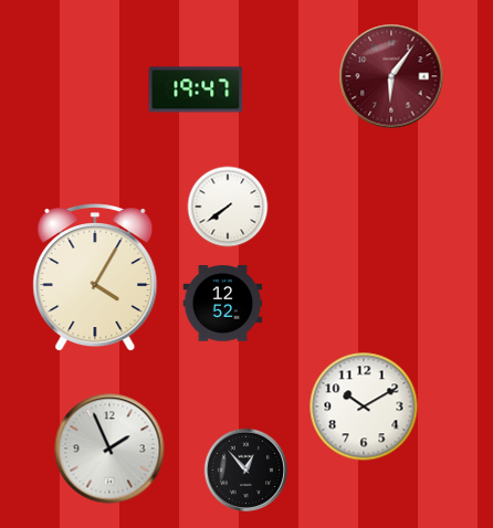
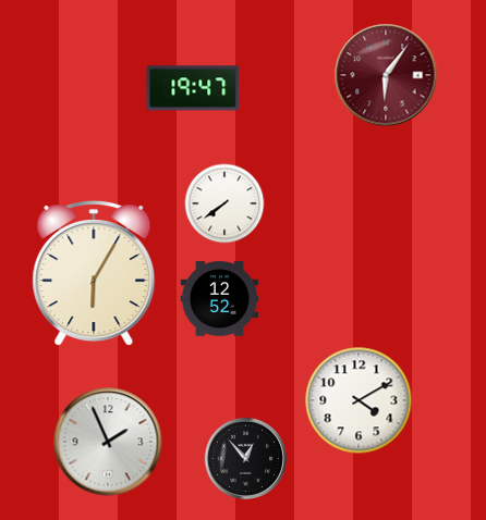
clock at (95, 278): 4:05 -> 6:05
clock at (364, 406): 10:10 -> 4:10
clock at (245, 469) position: (245, 469) -> (245, 458)
